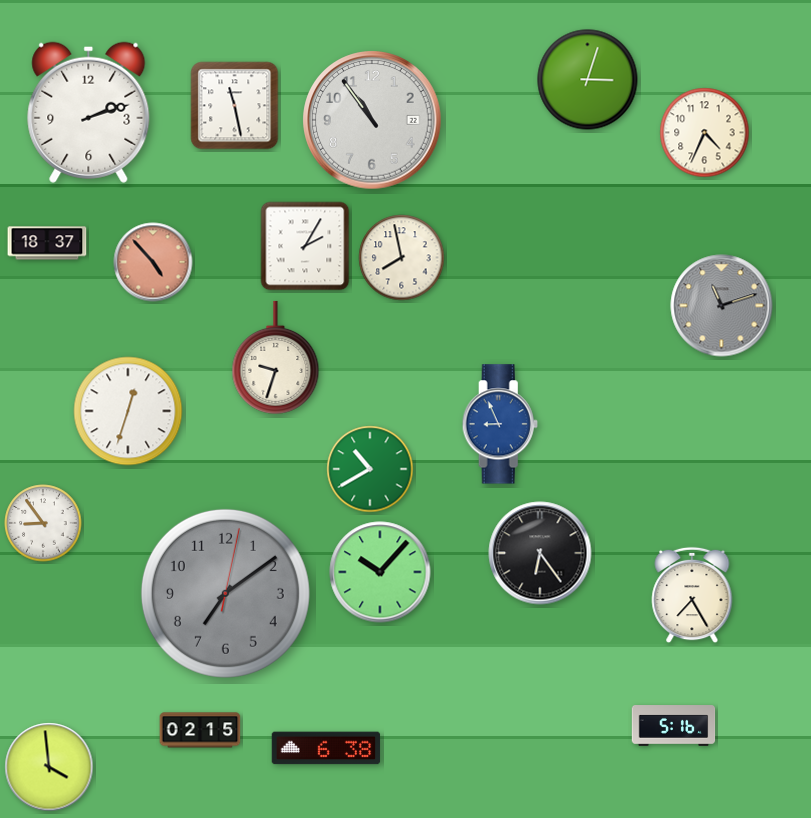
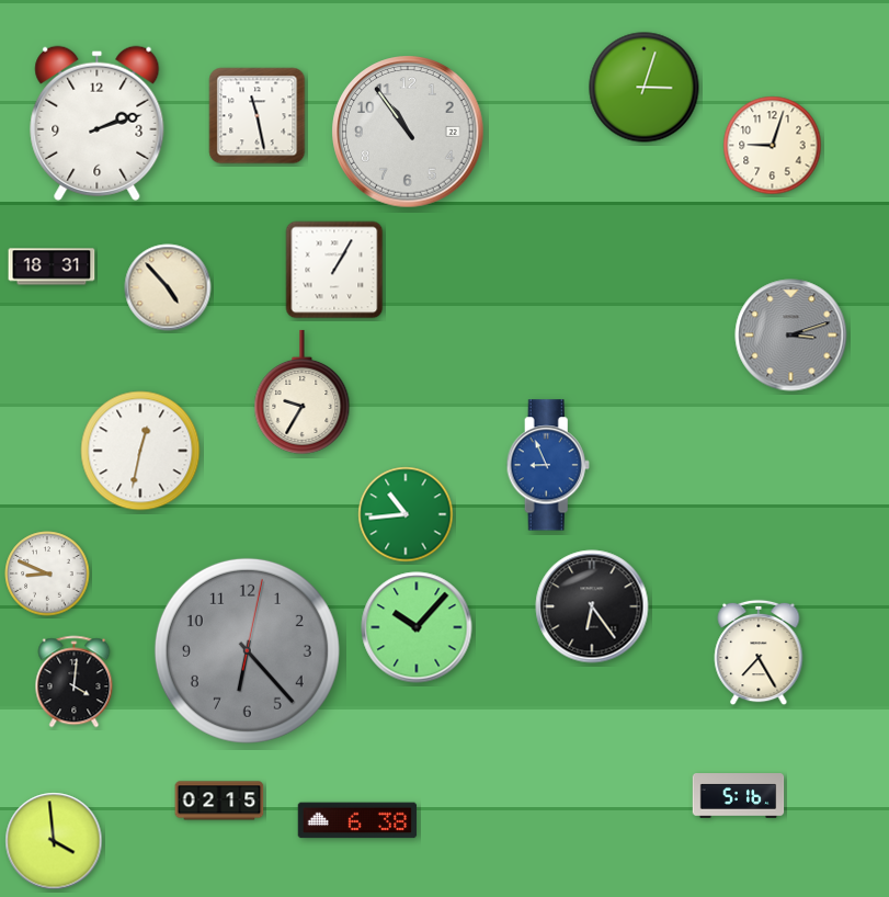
clock at (705, 133): 4:34 -> 9:03
clock at (47, 243): 18:37 -> 18:31
clock at (305, 246): 2:05 -> 1:05
clock at (402, 258): 7:58 -> none
clock at (153, 262) dial: salmon -> cream
clock at (722, 306): 11:12 -> 3:12
clock at (276, 357): 9:33 -> 9:35
clock at (128, 411): 12:33 -> 12:32
clock at (370, 469): 10:40 -> 10:44
clock at (43, 523): 8:54 -> 8:49
clock at (225, 593): 7:09 -> 6:23
clock at (75, 682): none -> 4:01
